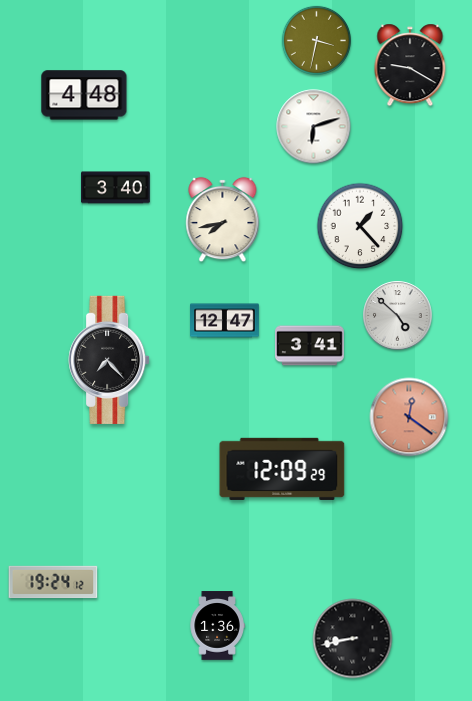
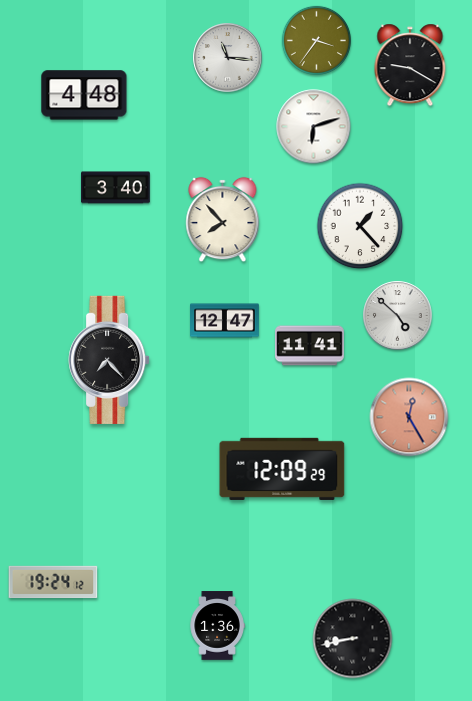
clock at (316, 40): 3:32 -> 3:36
clock at (228, 58): none -> 11:16
clock at (223, 220): 7:43 -> 7:53
clock at (310, 346): 3:41 -> 11:41
clock at (409, 417): 12:21 -> 12:25
